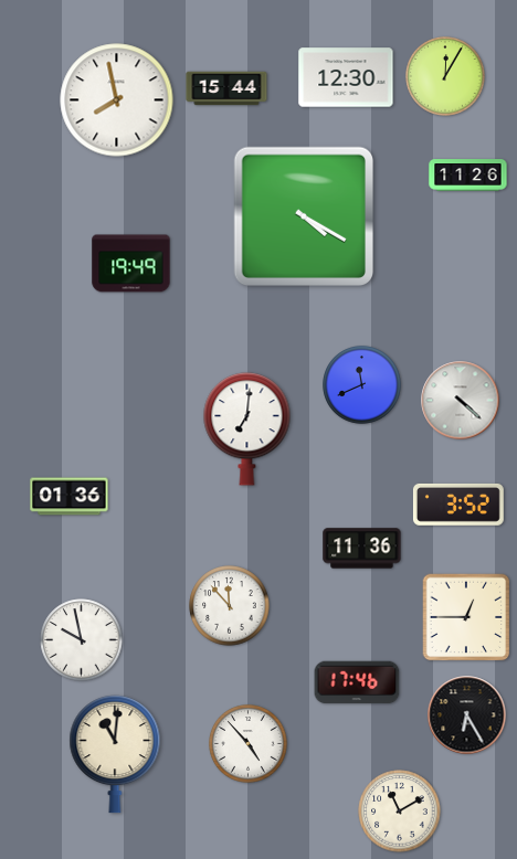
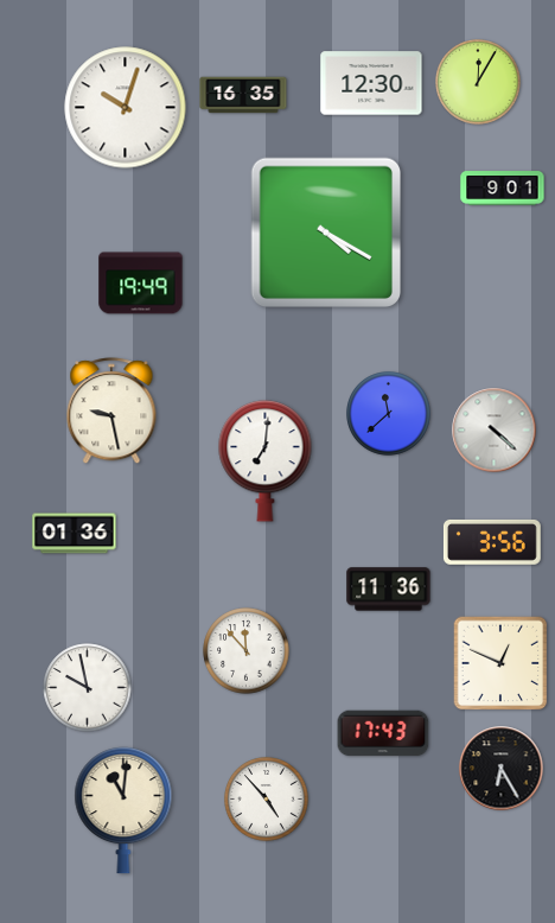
clock at (226, 88): 15:44 -> 16:35
clock at (117, 100): 7:58 -> 10:03
clock at (468, 176): 11:26 -> 9:01
clock at (111, 412): none -> 9:28
clock at (362, 385): 11:41 -> 11:38
clock at (458, 505): 3:52 -> 3:56
clock at (466, 617): 12:45 -> 12:49
clock at (357, 682): 17:46 -> 17:43
clock at (400, 812): 11:10 -> none
